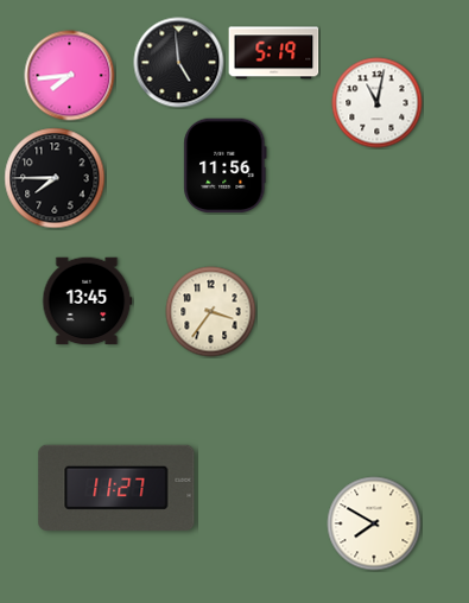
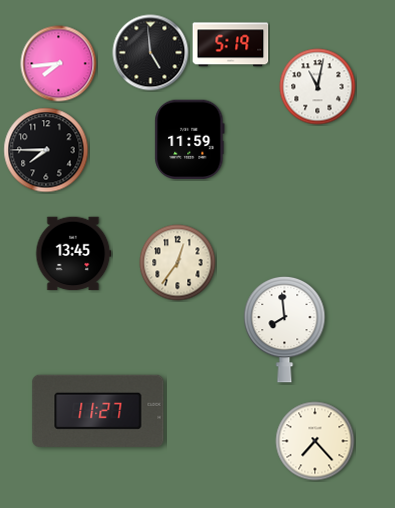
clock at (226, 166): 11:56 -> 11:59
clock at (211, 312): 3:36 -> 12:36
clock at (285, 329): none -> 7:59
clock at (374, 523): 7:50 -> 7:23
